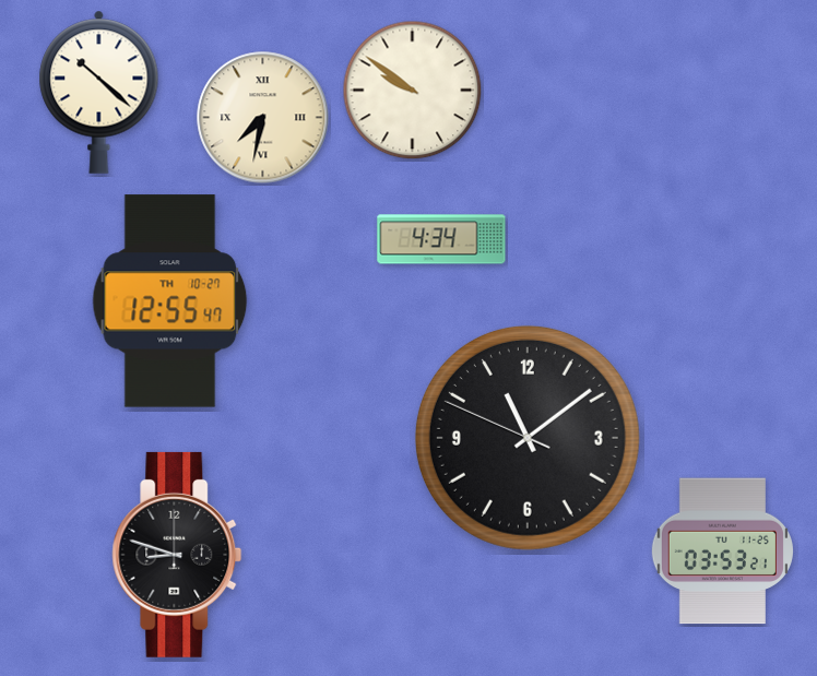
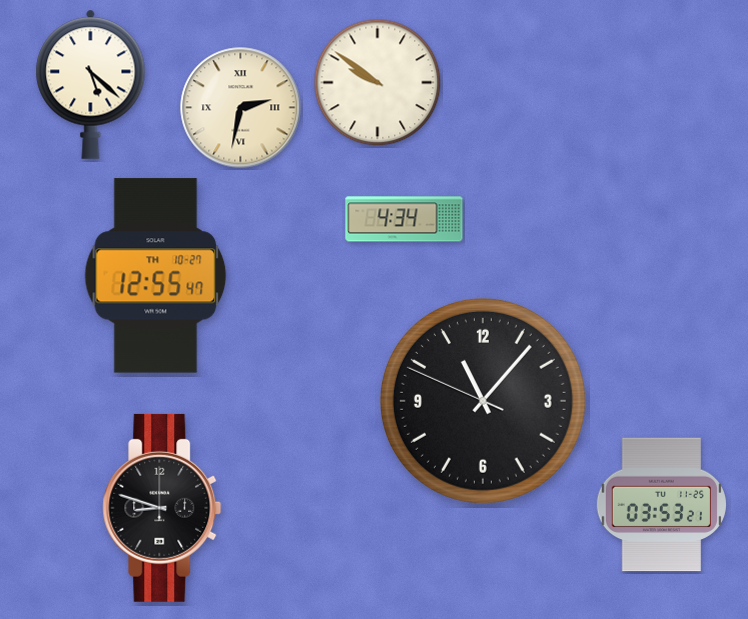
clock at (99, 92): 10:22 -> 5:22
clock at (263, 118): 7:32 -> 2:32
clock at (528, 438): 11:08 -> 11:06
